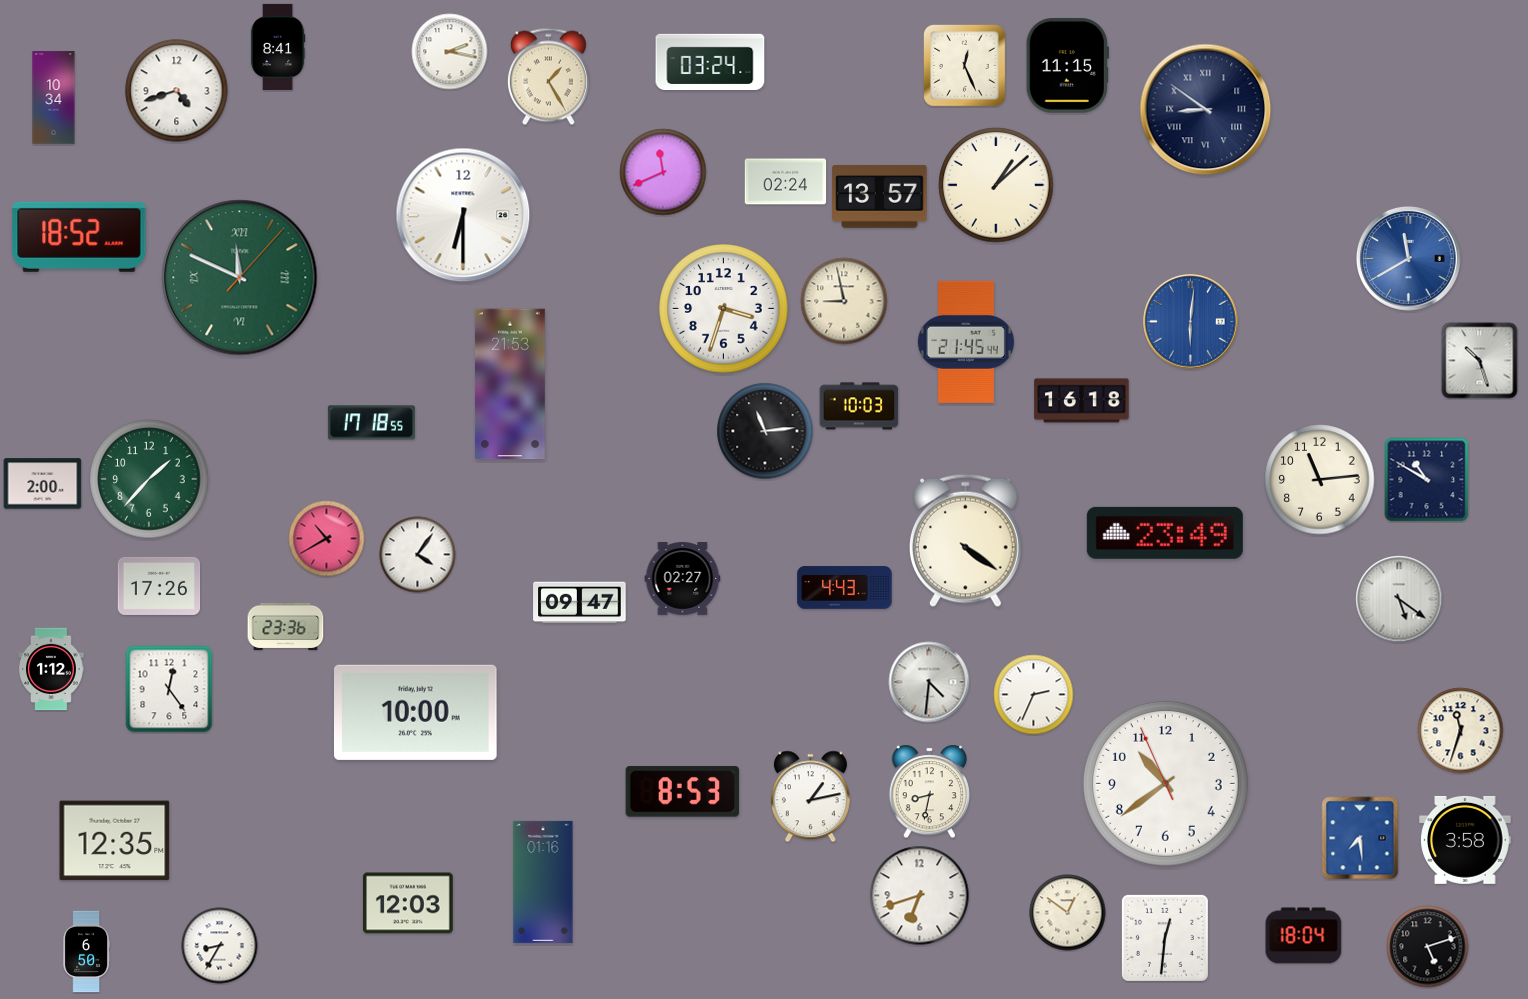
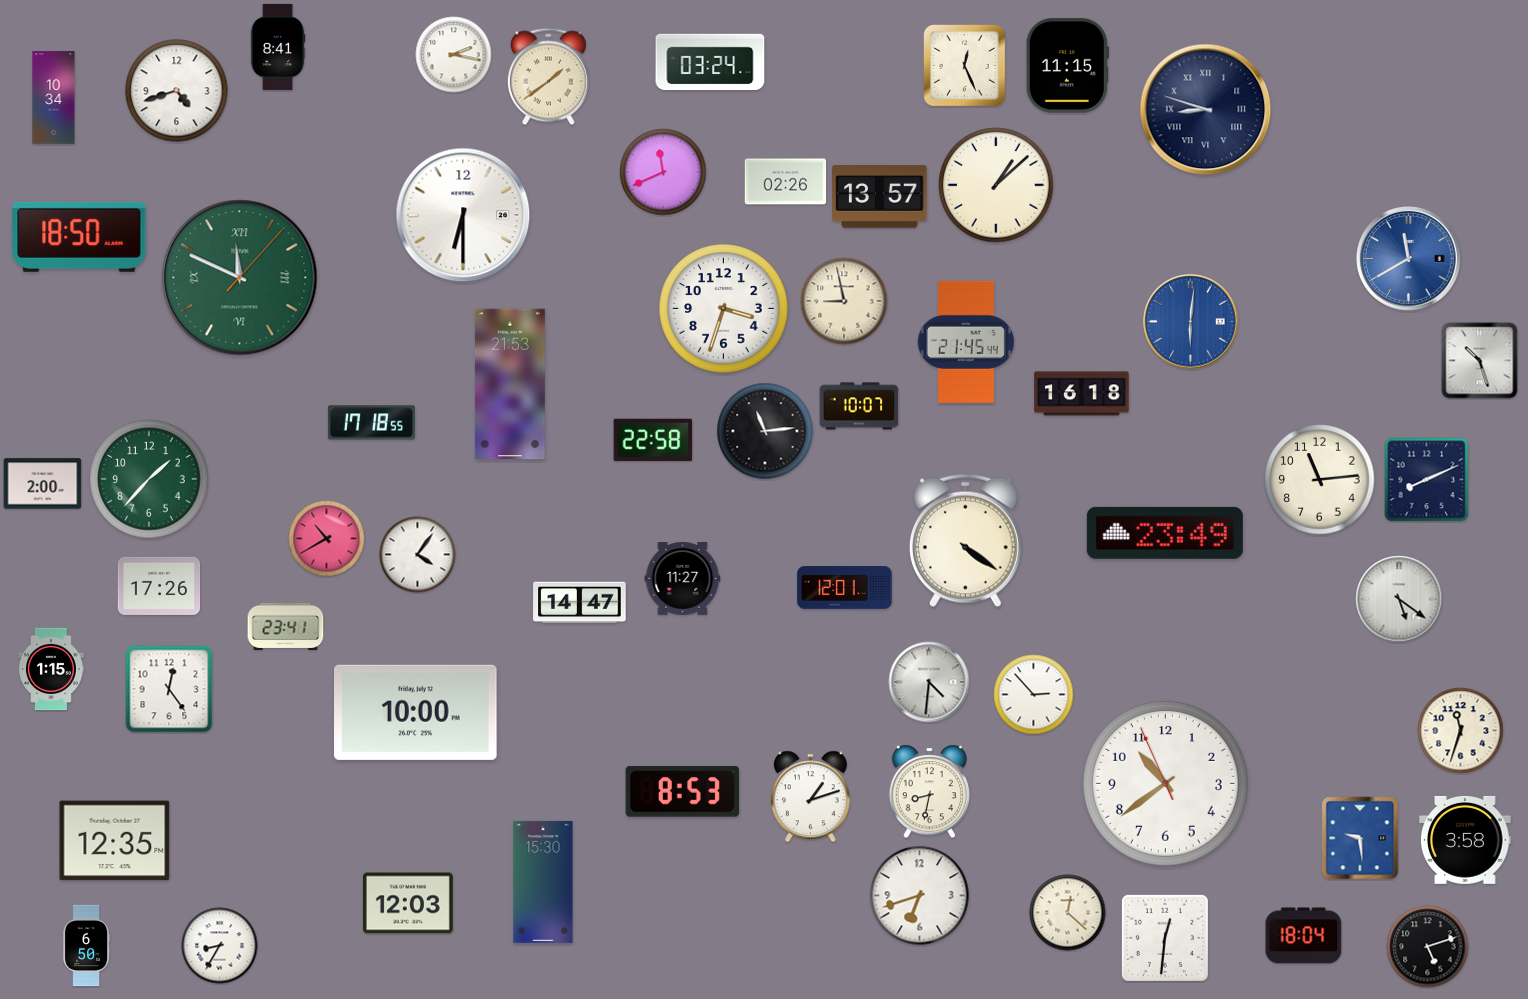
clock at (450, 52) position: (450, 52) -> (454, 55)
clock at (548, 77): 1:25 -> 1:39
clock at (1206, 110): 8:51 -> 8:48
clock at (786, 182): 02:24 -> 02:26
clock at (79, 237): 18:52 -> 18:50
clock at (1082, 401) position: (1082, 401) -> (1082, 394)
clock at (859, 406): 10:03 -> 10:07
clock at (653, 439): none -> 22:58
clock at (1427, 480): 10:50 -> 8:11
clock at (683, 579): 02:27 -> 11:27
clock at (845, 588): 4:43 -> 12:01
clock at (580, 603): 09:47 -> 14:47
clock at (286, 626): 23:36 -> 23:41
clock at (52, 669): 1:12 -> 1:15
clock at (1034, 695): 2:34 -> 2:53
clock at (810, 797): 1:13 -> 1:12
clock at (1360, 838): 7:29 -> 9:29
clock at (543, 882): 01:16 -> 15:30
clock at (1068, 913): 12:51 -> 12:22
clock at (86, 952) position: (86, 952) -> (86, 946)
